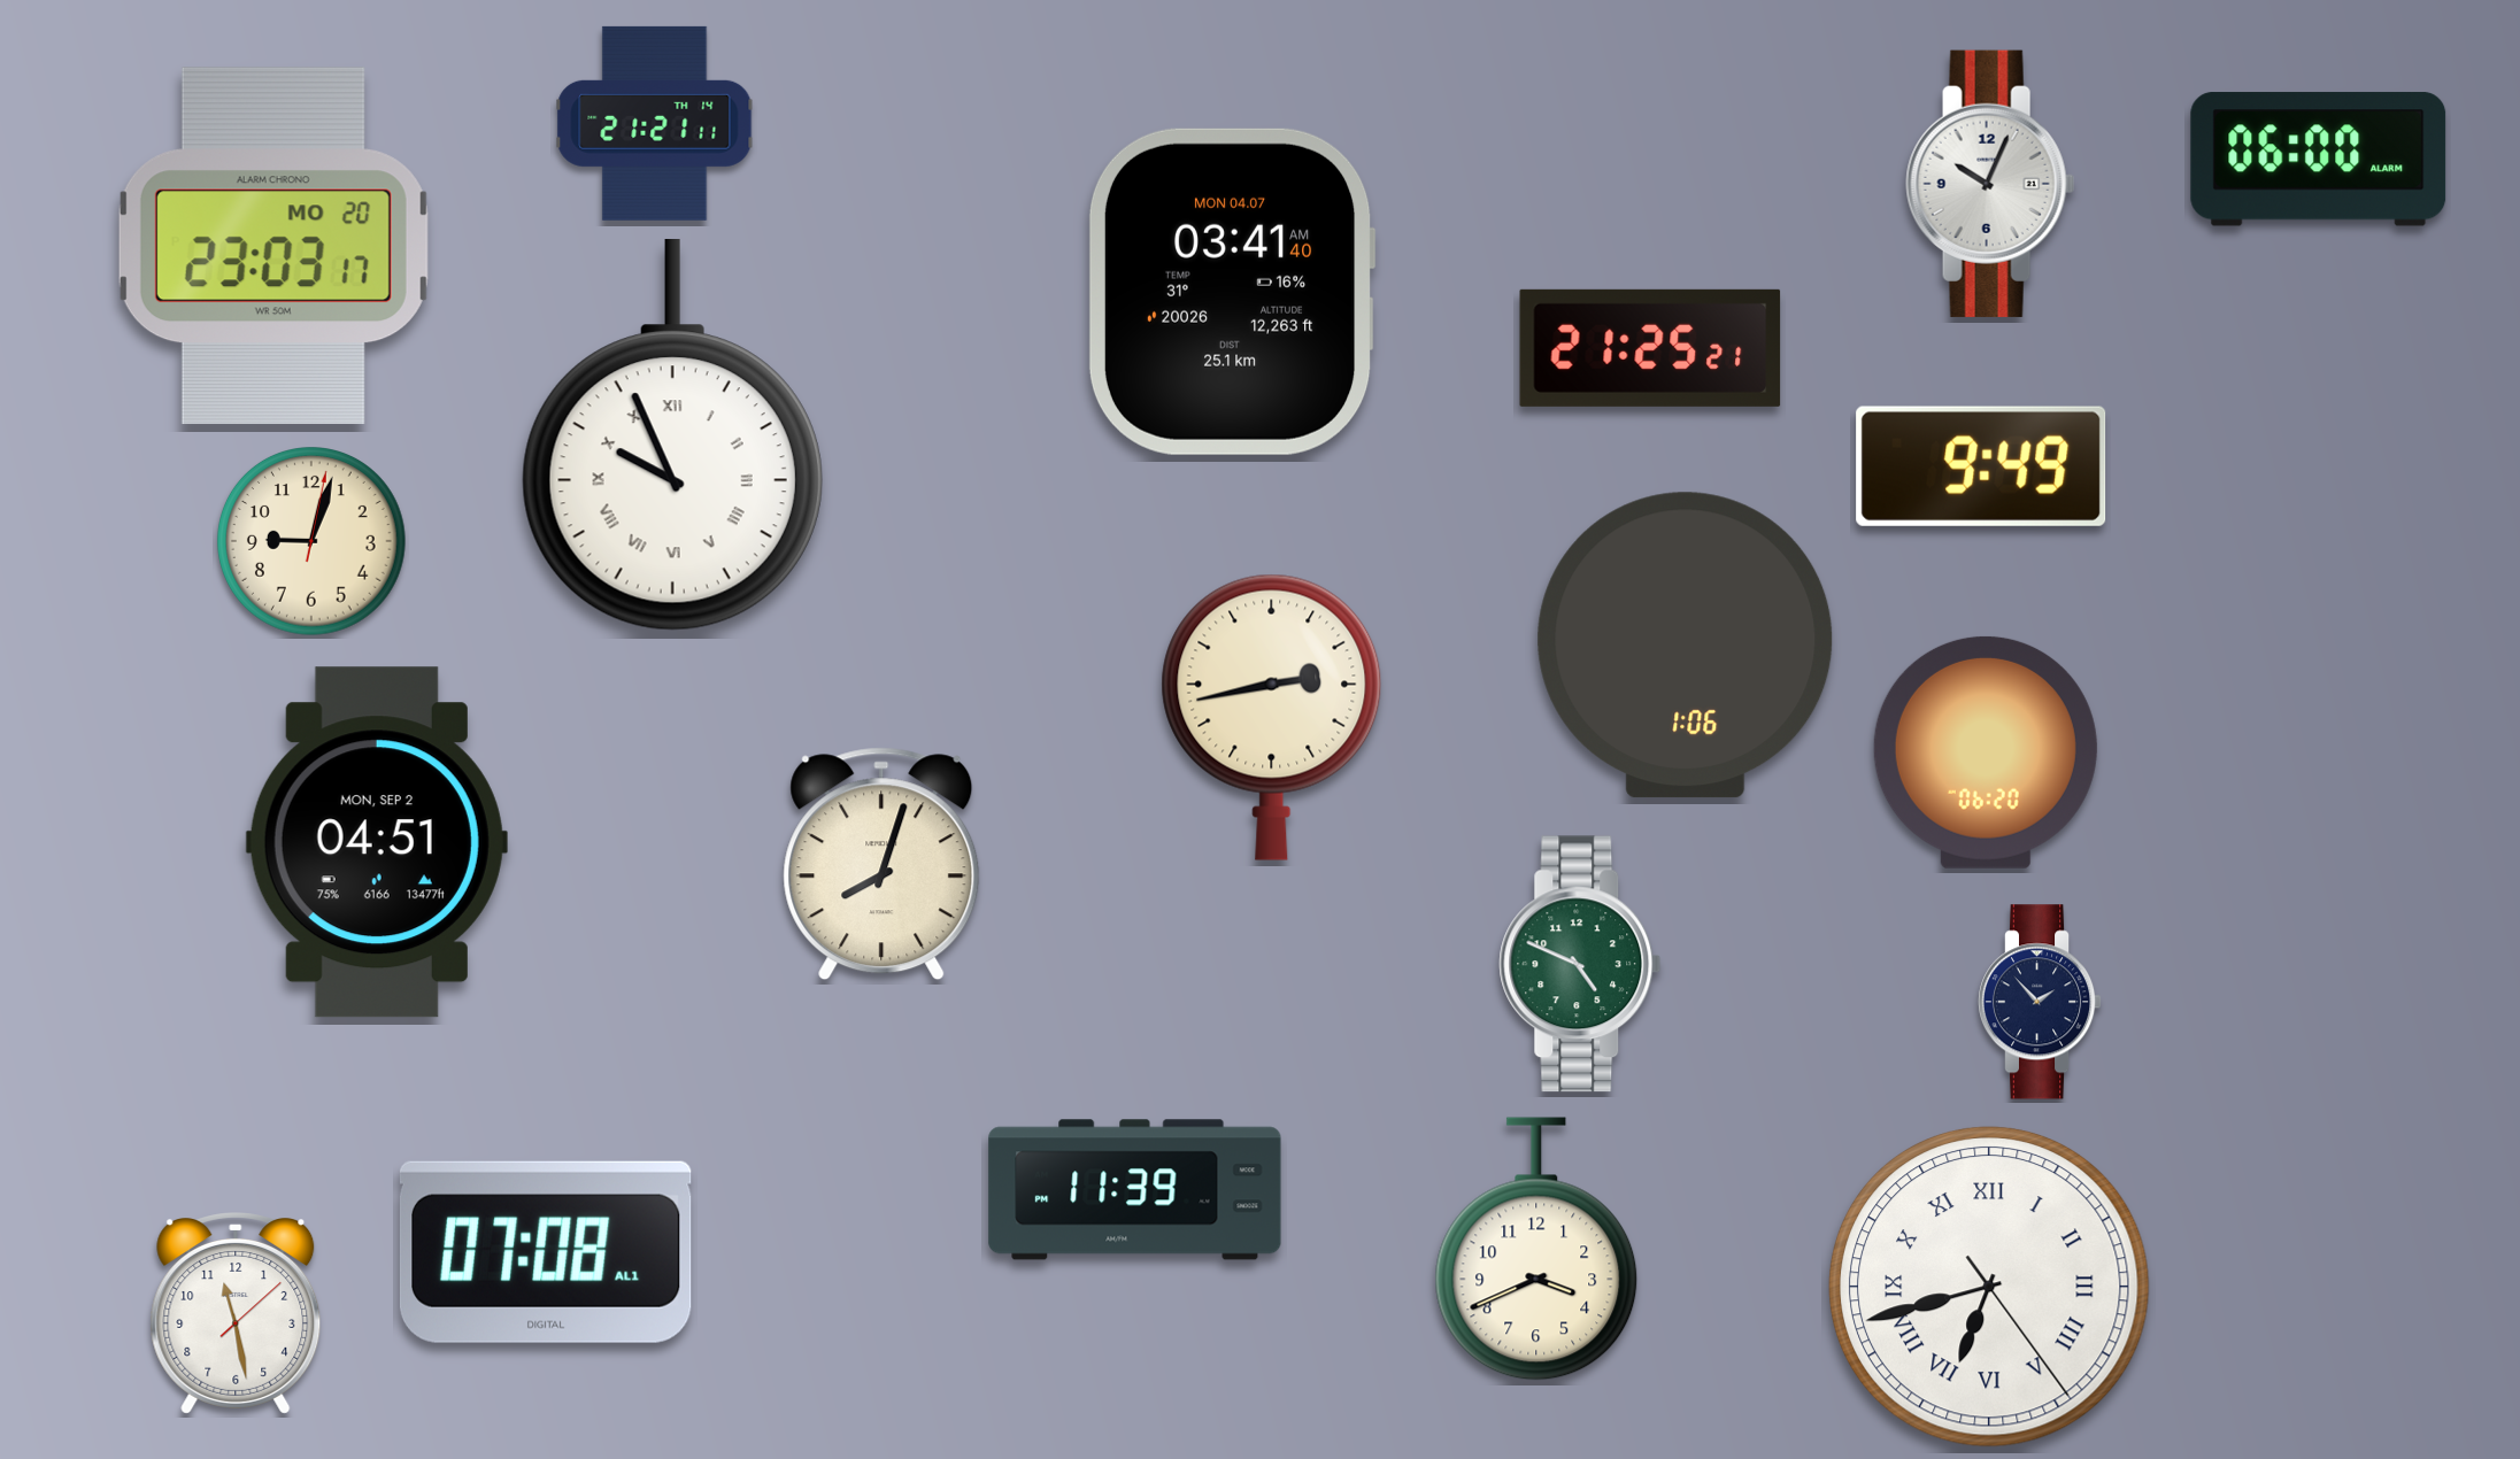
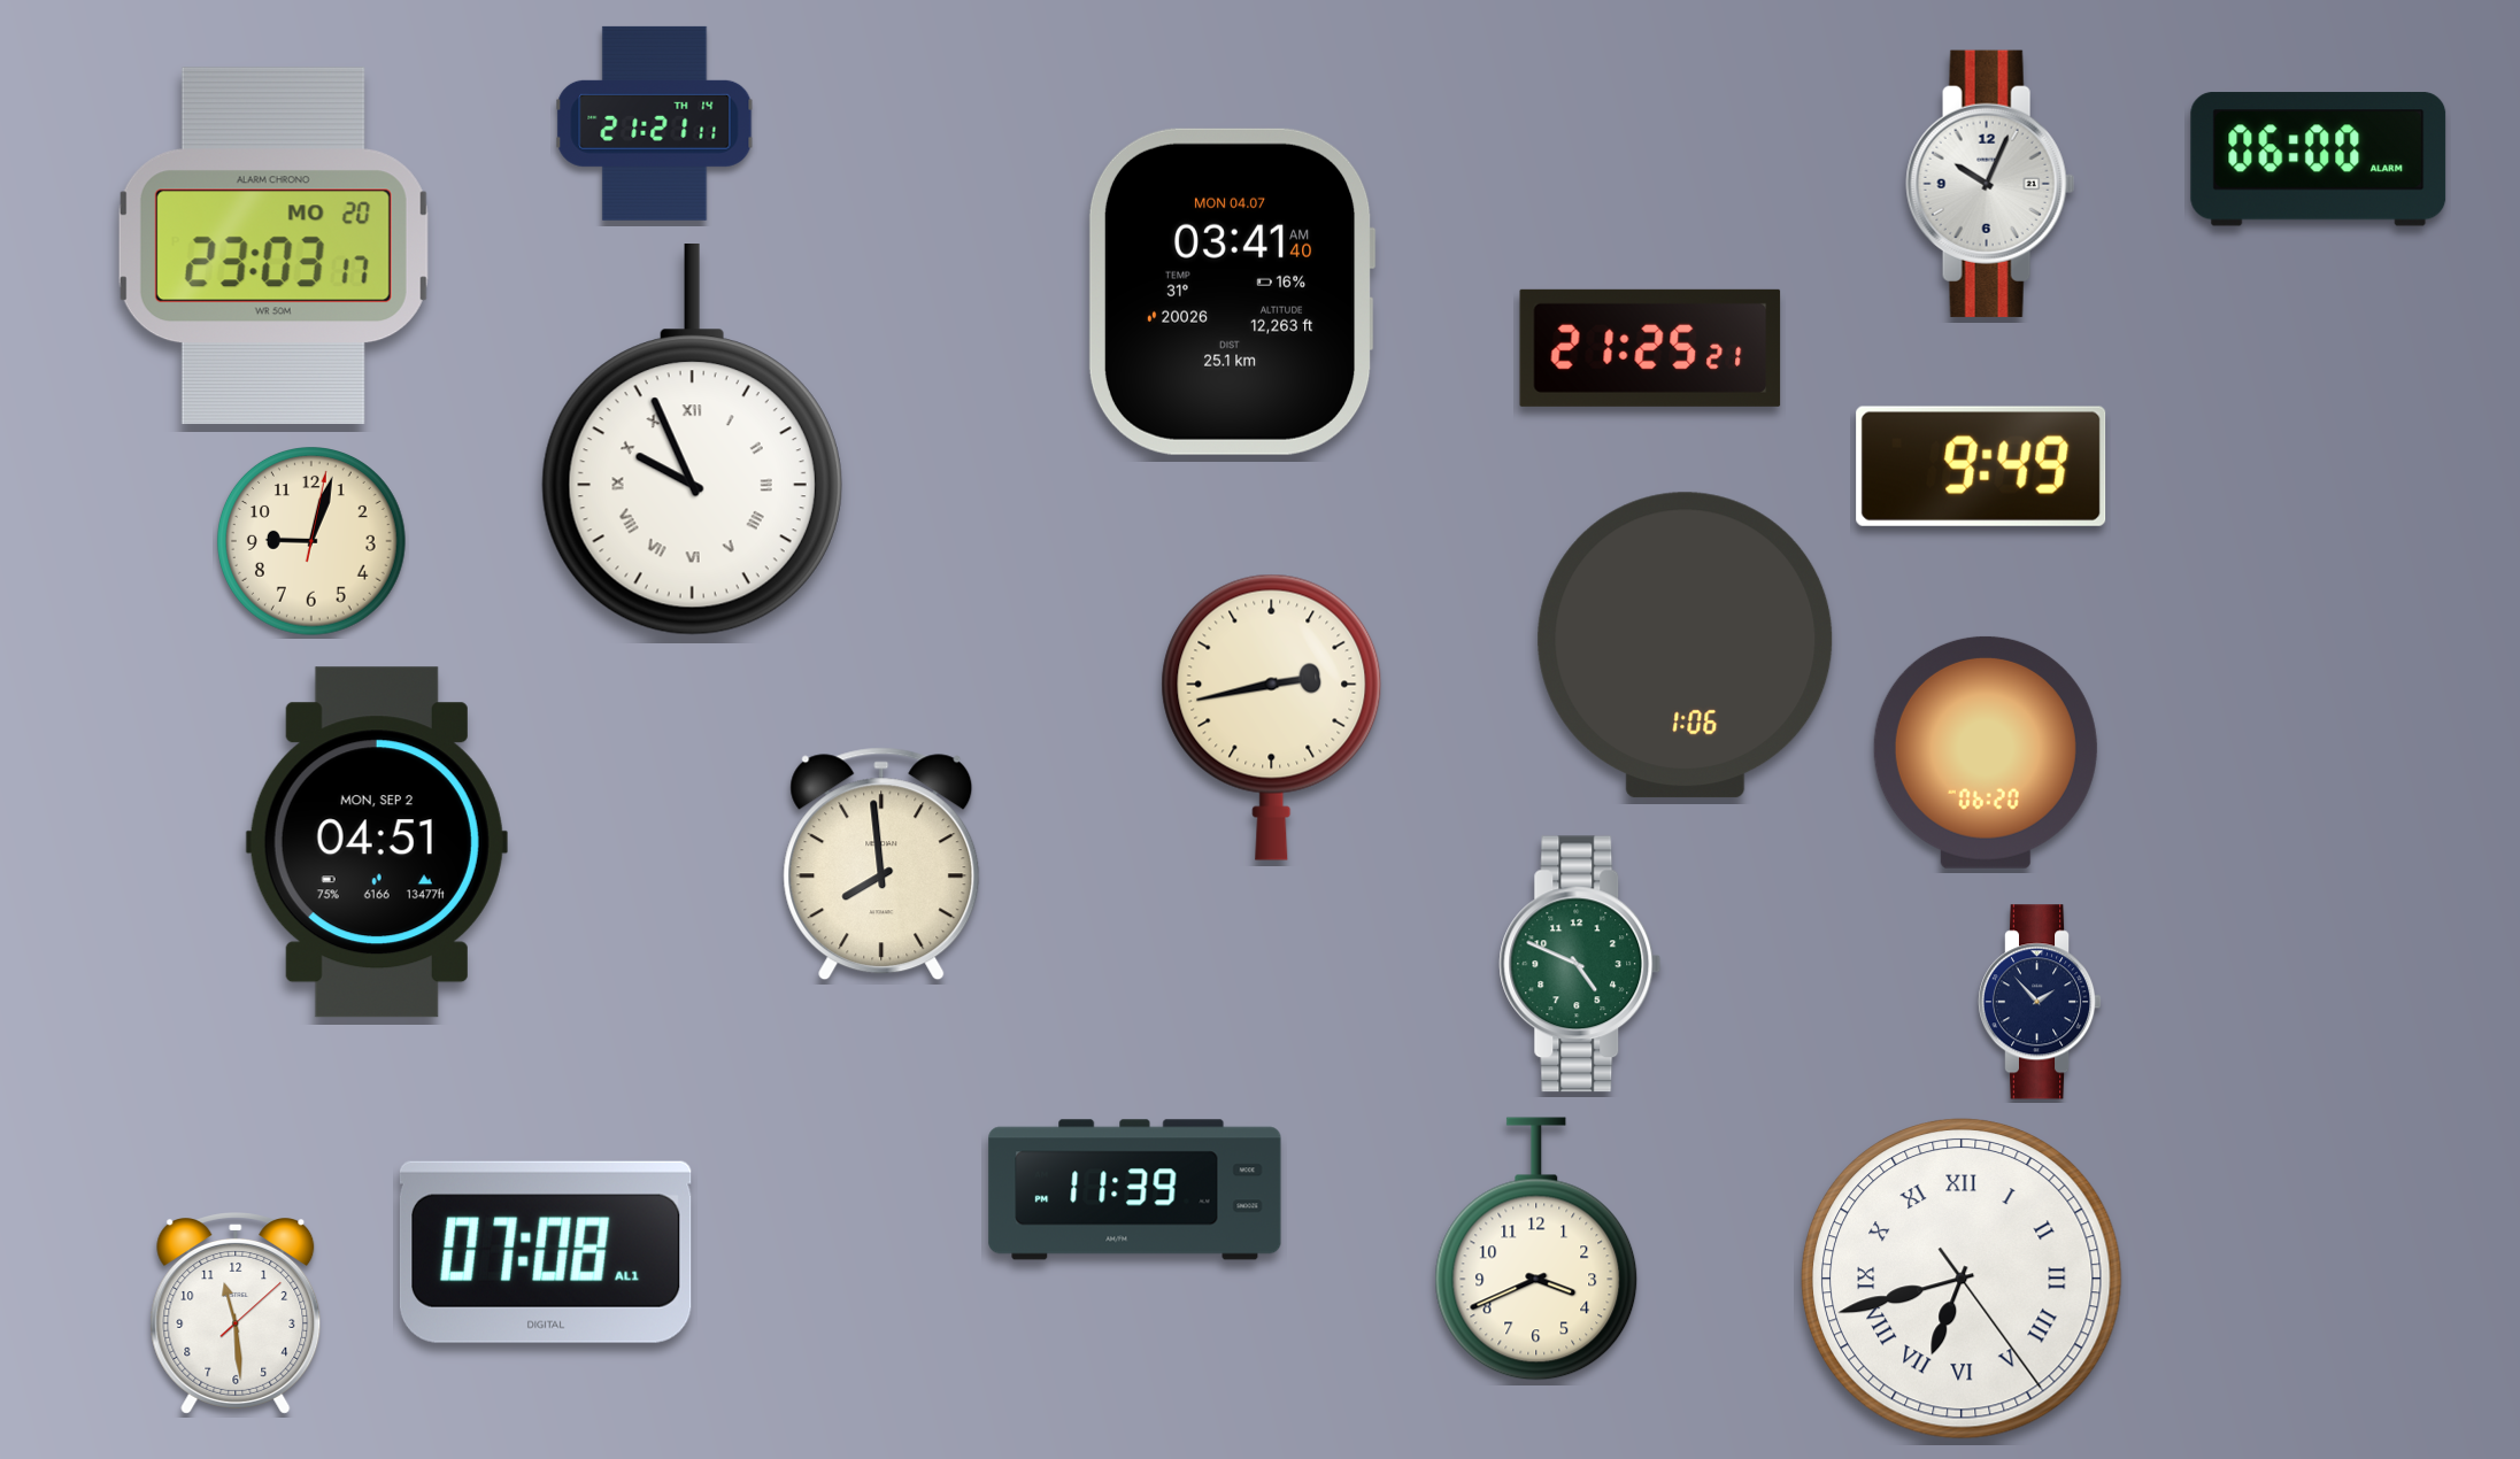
clock at (672, 435) position: (672, 435) -> (692, 440)
clock at (881, 864): 8:03 -> 7:59
clock at (1989, 1287) position: (1989, 1287) -> (1962, 1279)
clock at (236, 1314): 11:28 -> 11:29
